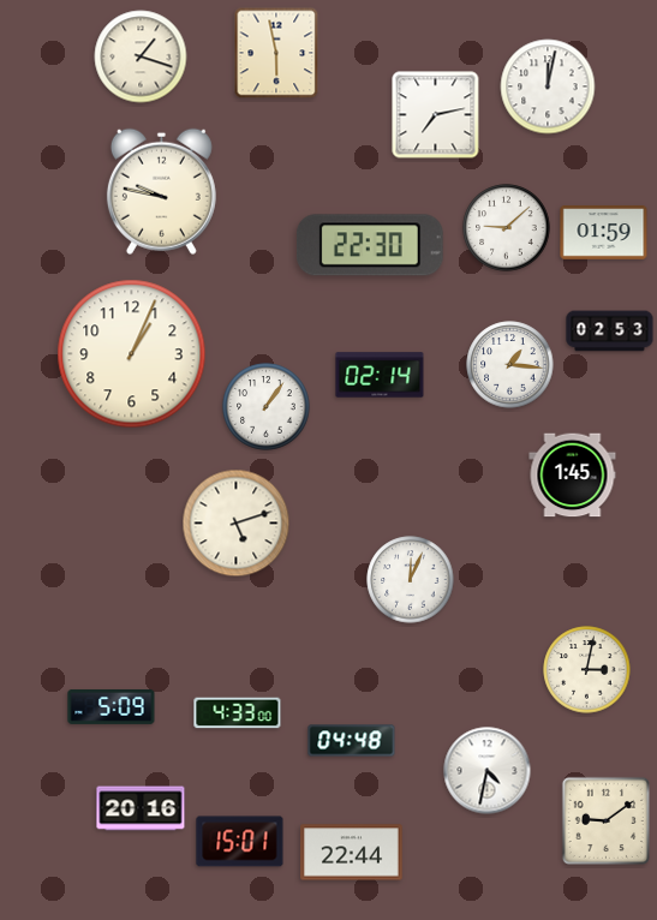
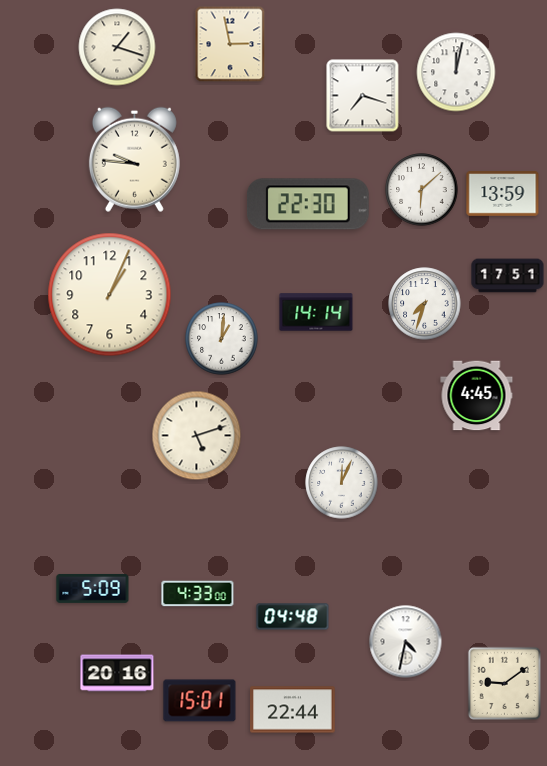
clock at (276, 53): 5:58 -> 2:58
clock at (436, 115): 7:13 -> 7:18
clock at (161, 191): 9:47 -> 9:46
clock at (507, 228): 9:08 -> 6:08
clock at (604, 233): 01:59 -> 13:59
clock at (610, 331): 02:53 -> 17:51
clock at (510, 365): 1:16 -> 7:33
clock at (380, 375): 02:14 -> 14:14
clock at (267, 407): 1:06 -> 1:01
clock at (573, 476): 1:45 -> 4:45
clock at (587, 670): 3:02 -> none
